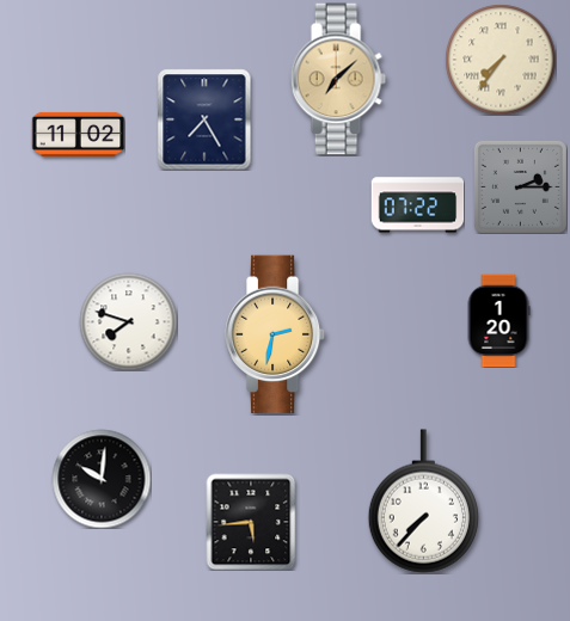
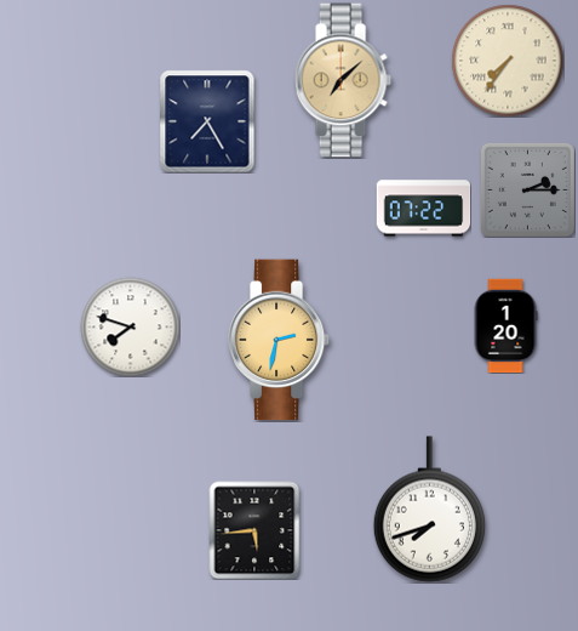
clock at (78, 134): 11:02 -> none
clock at (102, 479): 10:01 -> none
clock at (423, 502): 7:37 -> 7:42
